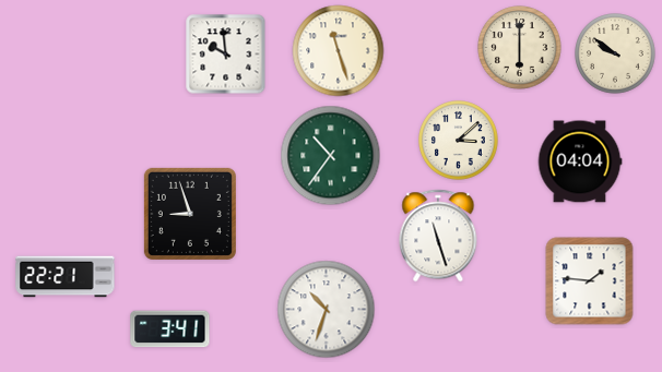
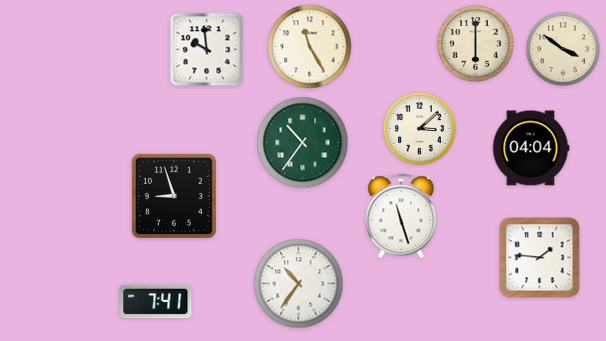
clock at (339, 51): 11:27 -> 11:25
clock at (615, 53): 9:51 -> 3:51
clock at (66, 277): 22:21 -> none
clock at (327, 310): 10:33 -> 10:36
clock at (170, 329): 3:41 -> 7:41
